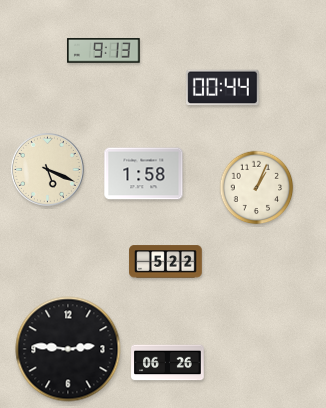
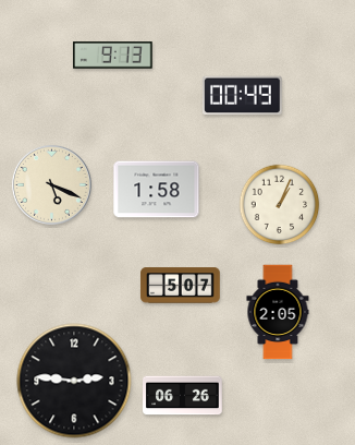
clock at (223, 88): 00:44 -> 00:49
clock at (166, 262): 5:22 -> 5:07
clock at (278, 312): none -> 2:05
